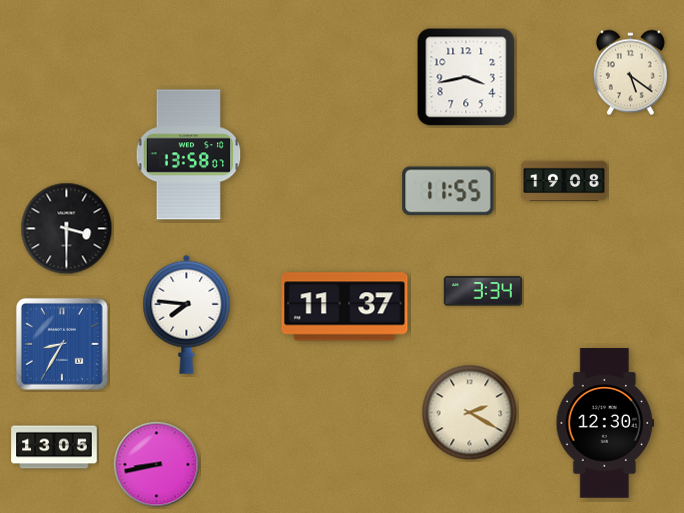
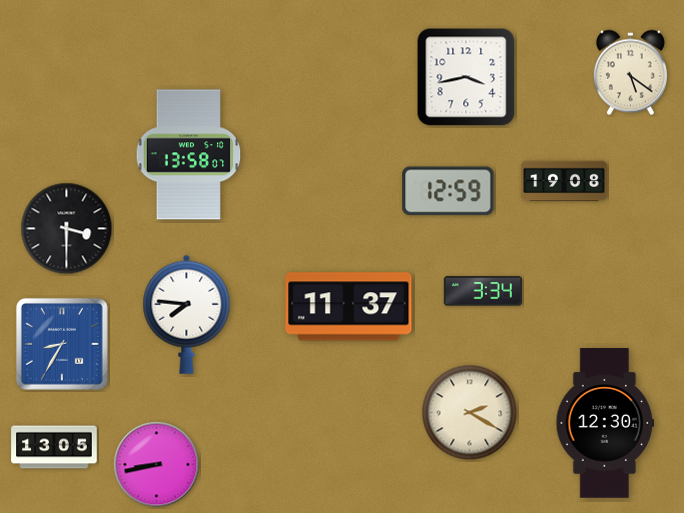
clock at (448, 191): 11:55 -> 12:59
clock at (345, 307) position: (345, 307) -> (349, 307)
